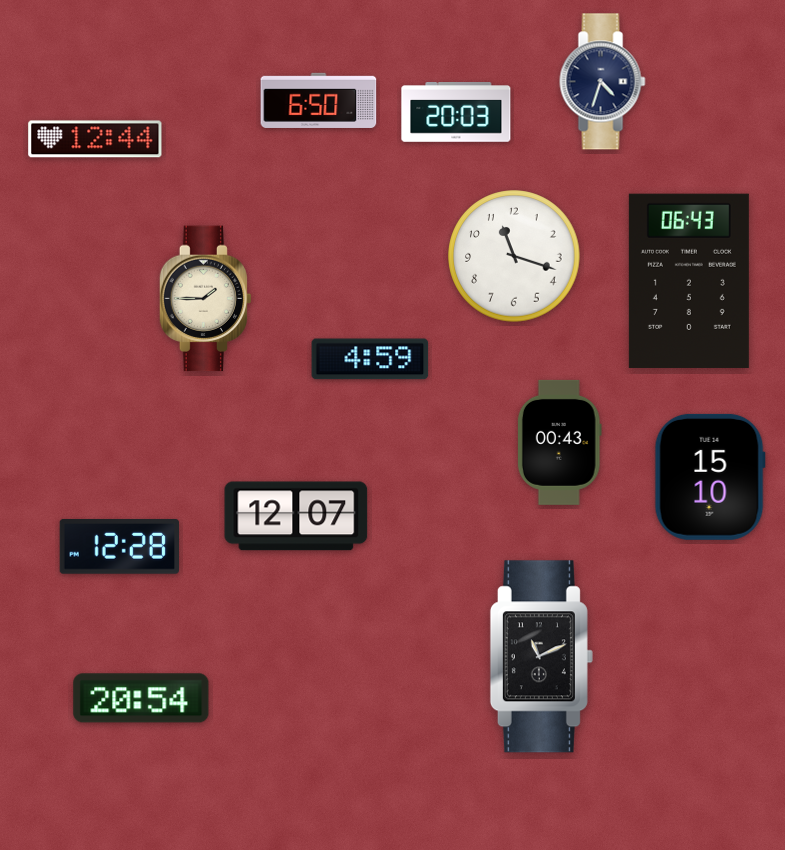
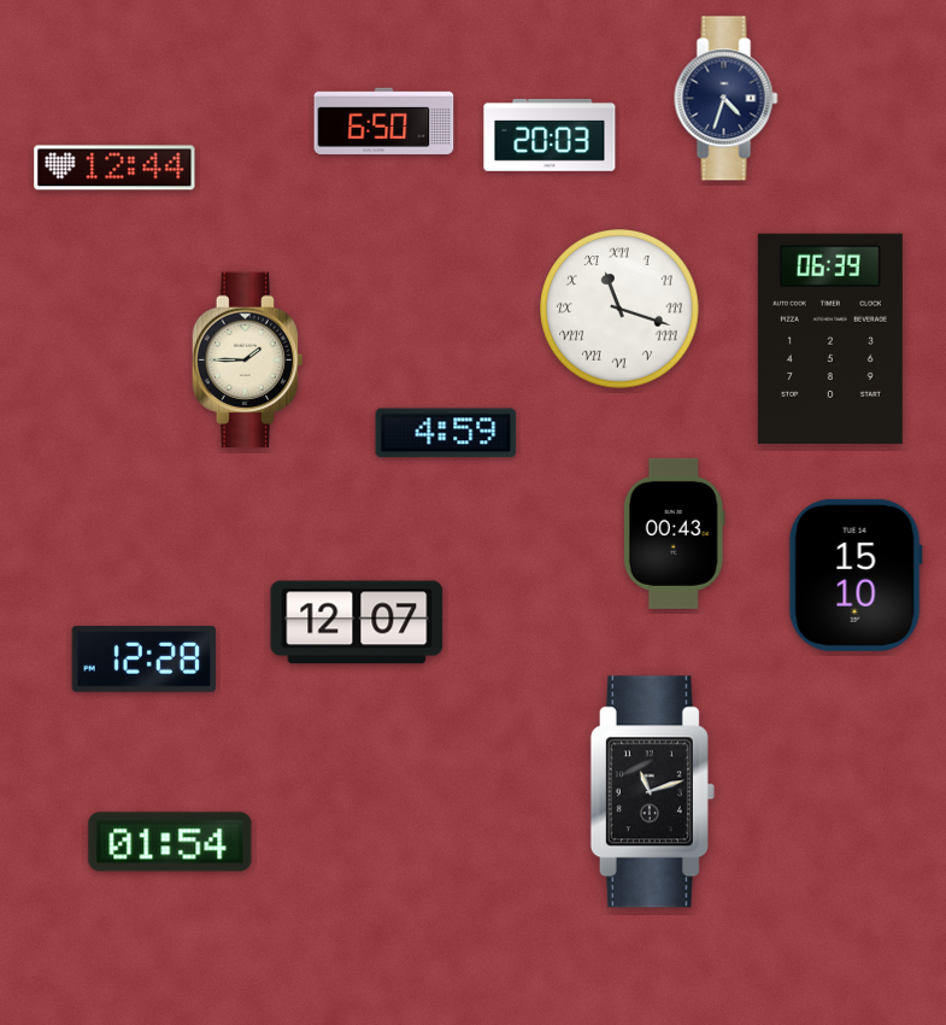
clock at (514, 256) numerals: Arabic -> Roman
clock at (689, 281): 06:43 -> 06:39
clock at (541, 657): 11:11 -> 11:12
clock at (141, 698): 20:54 -> 01:54
